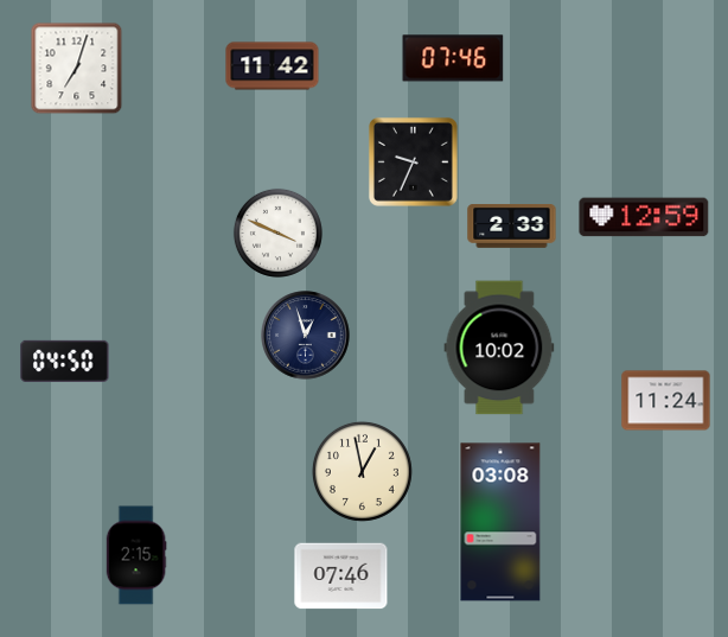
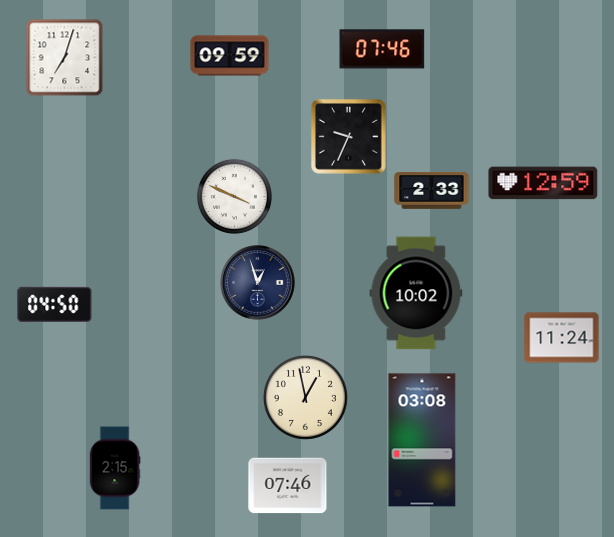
clock at (273, 66): 11:42 -> 09:59
clock at (499, 348) position: (499, 348) -> (416, 293)
